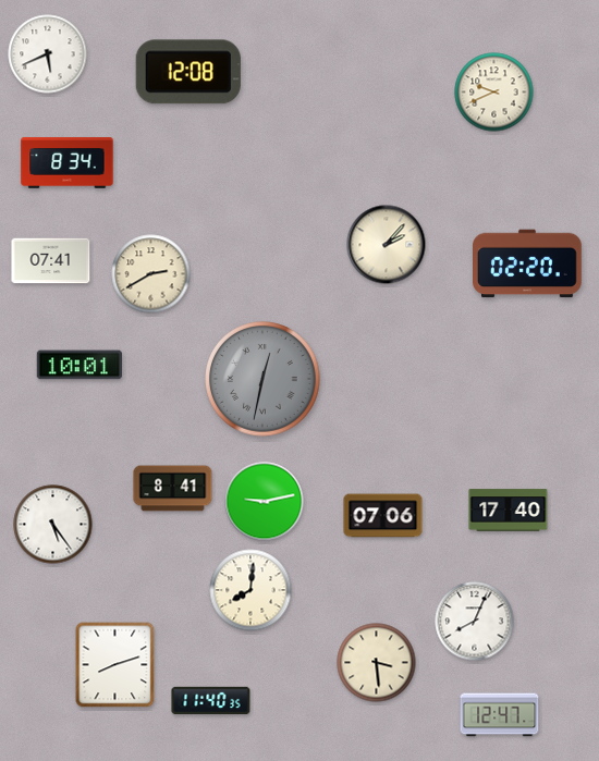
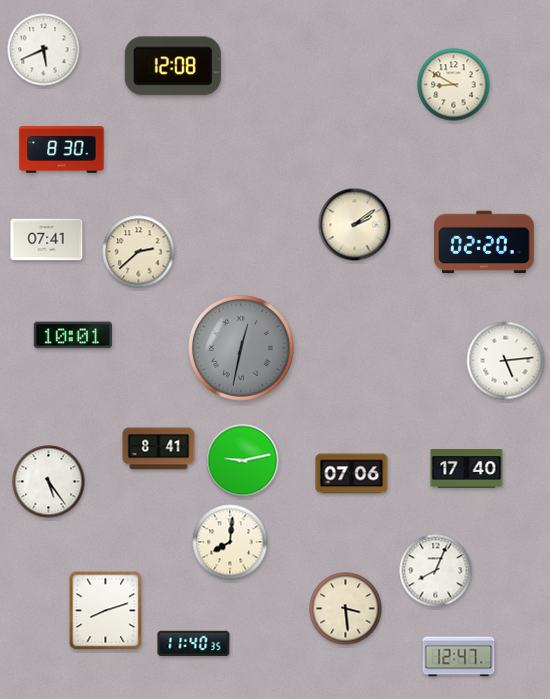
clock at (494, 93): 9:41 -> 8:50
clock at (68, 163): 8:34 -> 8:30
clock at (387, 245): 2:07 -> 2:09
clock at (151, 274): 2:40 -> 2:38
clock at (506, 361): none -> 5:14
